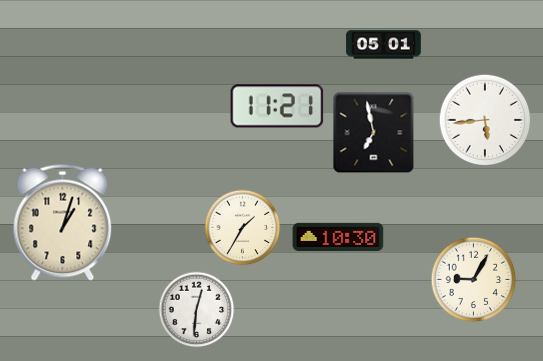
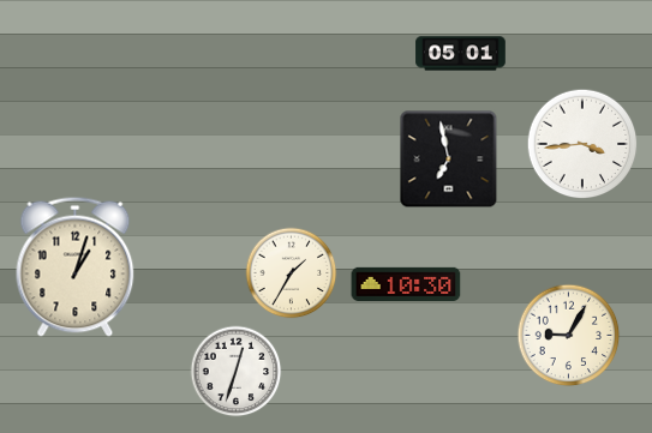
clock at (277, 106): 11:21 -> none
clock at (485, 120): 5:44 -> 3:44
clock at (197, 310): 12:31 -> 12:33
